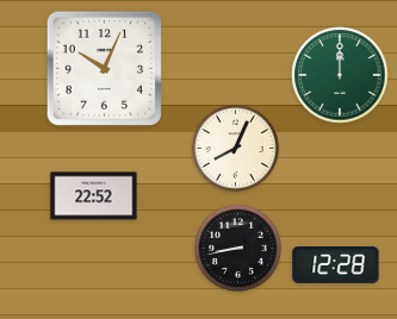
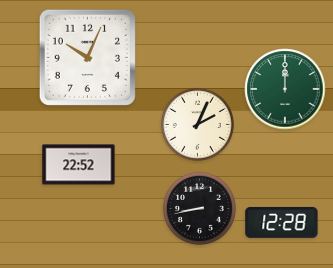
clock at (340, 75) position: (340, 75) -> (285, 89)
clock at (236, 149): 8:04 -> 2:04
